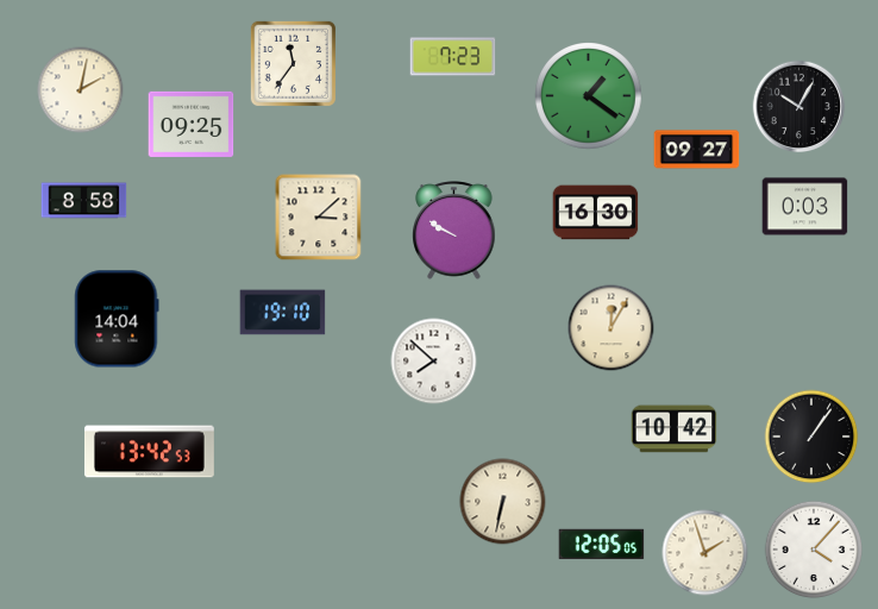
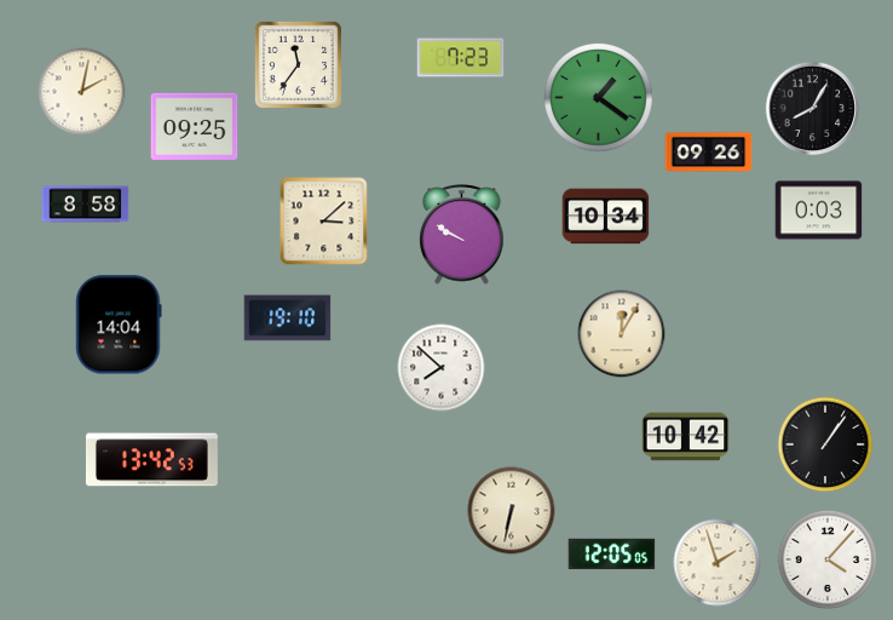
clock at (799, 107): 10:05 -> 8:05
clock at (697, 150): 09:27 -> 09:26
clock at (596, 213): 16:30 -> 10:34
